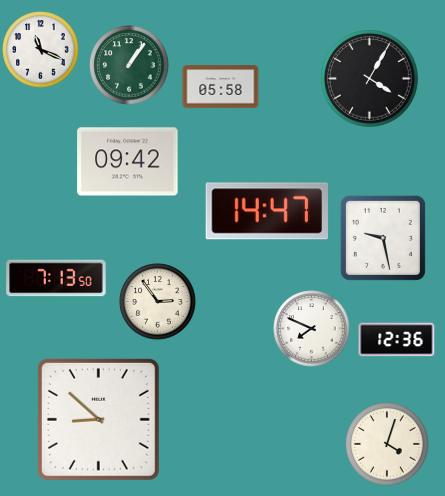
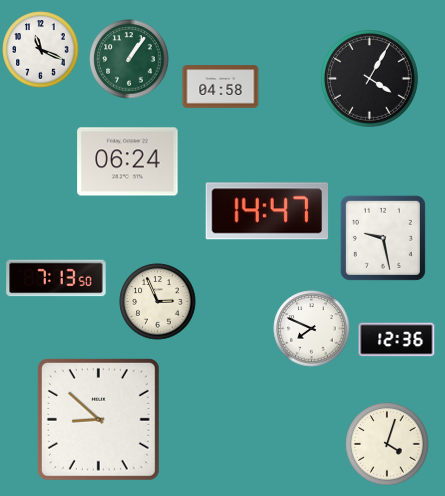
clock at (129, 65) position: (129, 65) -> (129, 59)
clock at (221, 87): 05:58 -> 04:58
clock at (128, 162): 09:42 -> 06:24
clock at (158, 302): 2:54 -> 2:56
